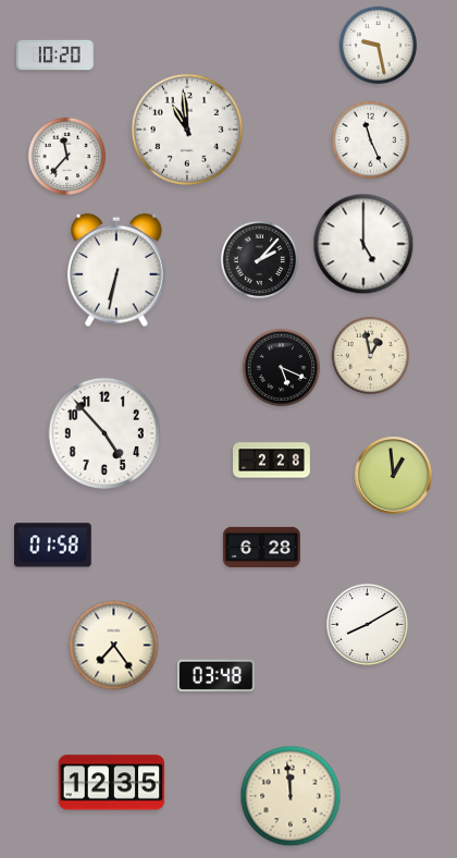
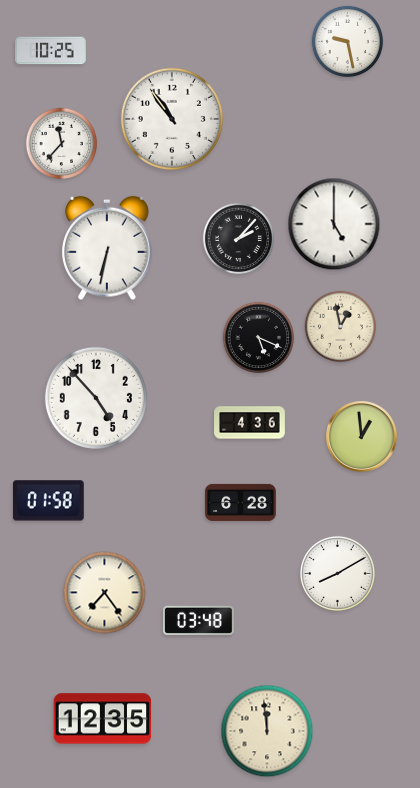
clock at (55, 56): 10:20 -> 10:25
clock at (187, 130): 10:59 -> 10:54
clock at (371, 140): 11:26 -> none
clock at (272, 461): 2:28 -> 4:36
